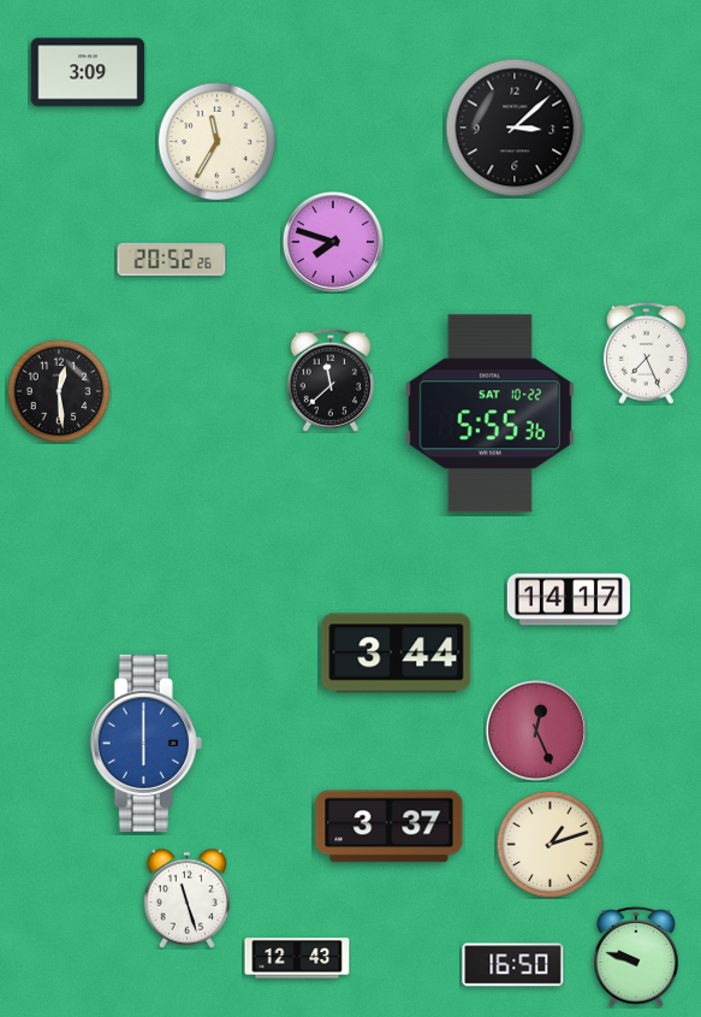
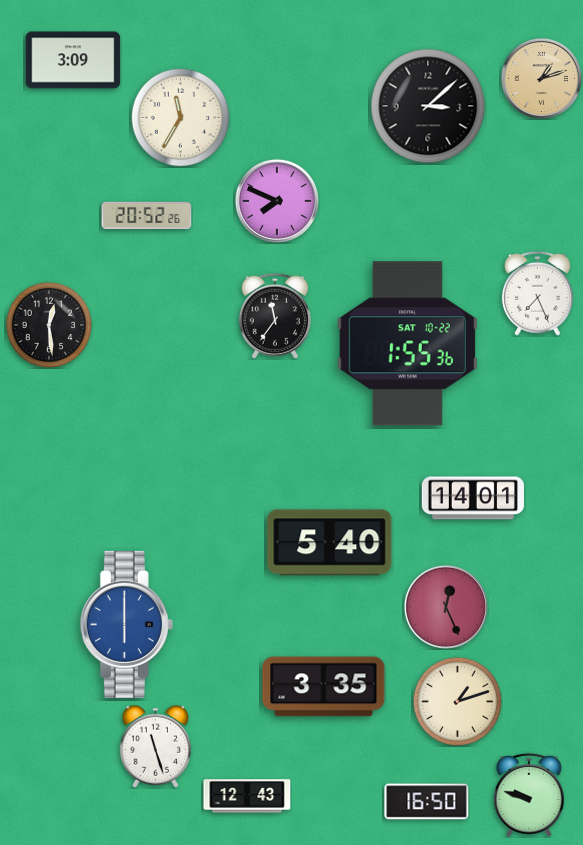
clock at (541, 78): none -> 1:12
clock at (333, 242): 7:48 -> 7:49
clock at (172, 259) position: (172, 259) -> (147, 215)
clock at (331, 380): 11:38 -> 11:36
clock at (489, 414): 5:55 -> 1:55
clock at (569, 599): 14:17 -> 14:01
clock at (397, 654): 3:44 -> 5:40
clock at (145, 743) position: (145, 743) -> (126, 624)
clock at (390, 827): 3:37 -> 3:35
